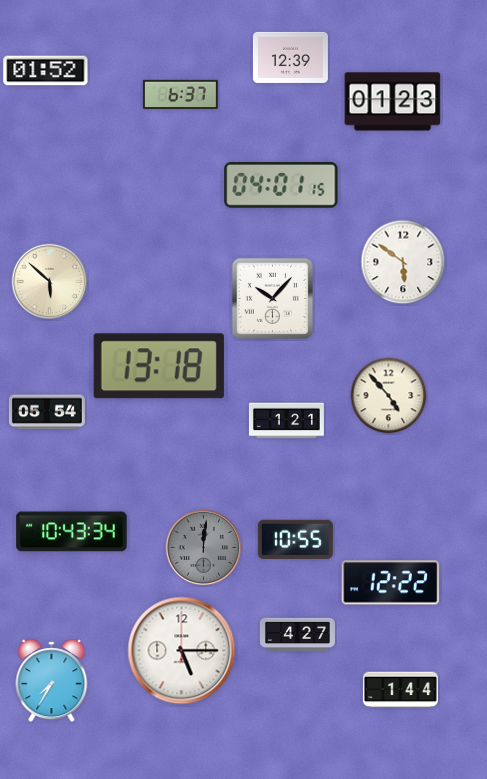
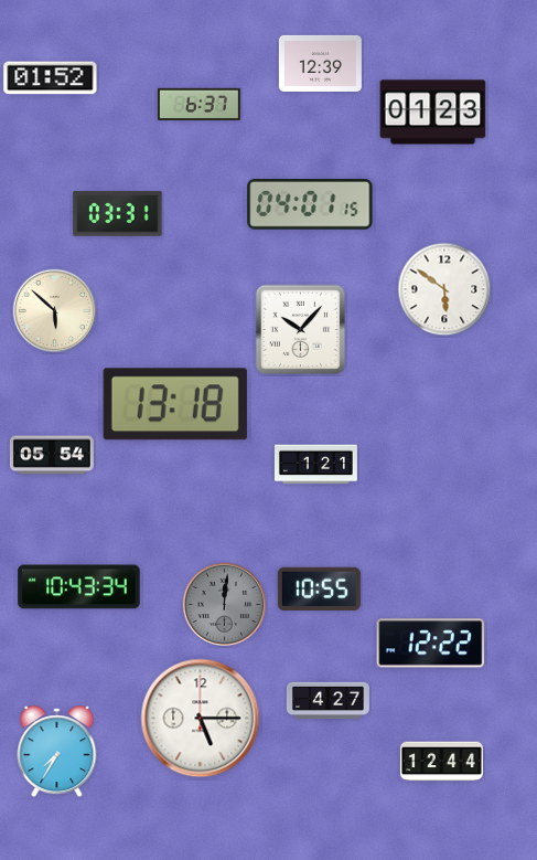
clock at (118, 214): none -> 03:31
clock at (389, 396): 4:53 -> none
clock at (295, 539) position: (295, 539) -> (319, 588)
clock at (400, 690): 1:44 -> 12:44
